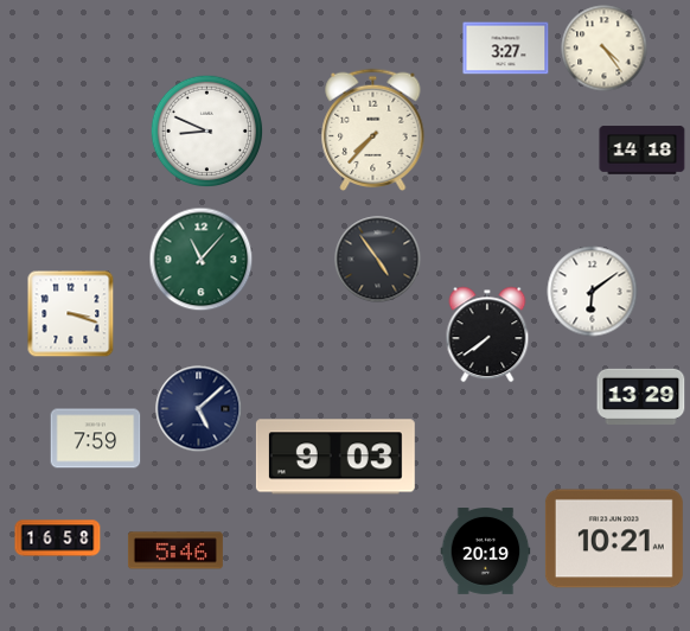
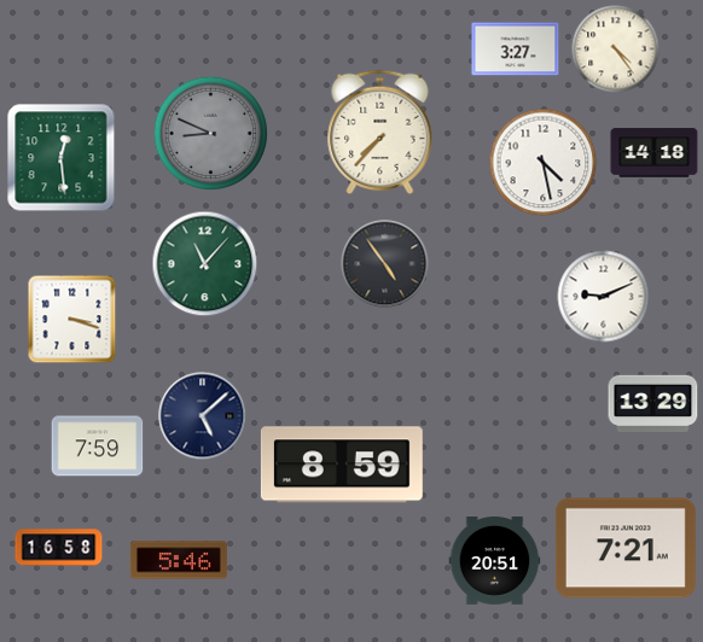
clock at (207, 132) dial: white -> grey
clock at (62, 158): none -> 12:29
clock at (544, 163): none -> 4:28
clock at (593, 292): 6:09 -> 9:11
clock at (487, 334): 7:39 -> none
clock at (336, 457): 9:03 -> 8:59
clock at (614, 538): 10:21 -> 7:21
clock at (486, 552): 20:19 -> 20:51
